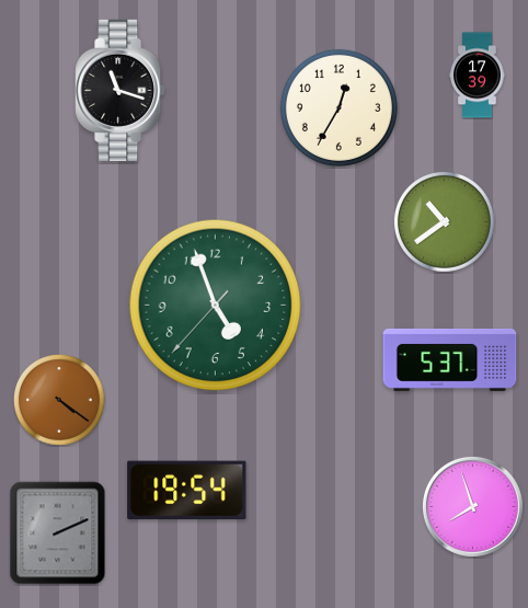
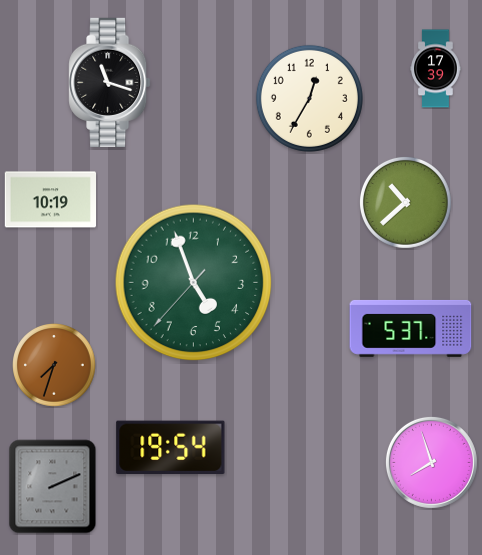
clock at (50, 200): none -> 10:19
clock at (444, 221): 10:39 -> 10:38
clock at (216, 306) position: (216, 306) -> (194, 283)
clock at (60, 401): 4:21 -> 7:33
